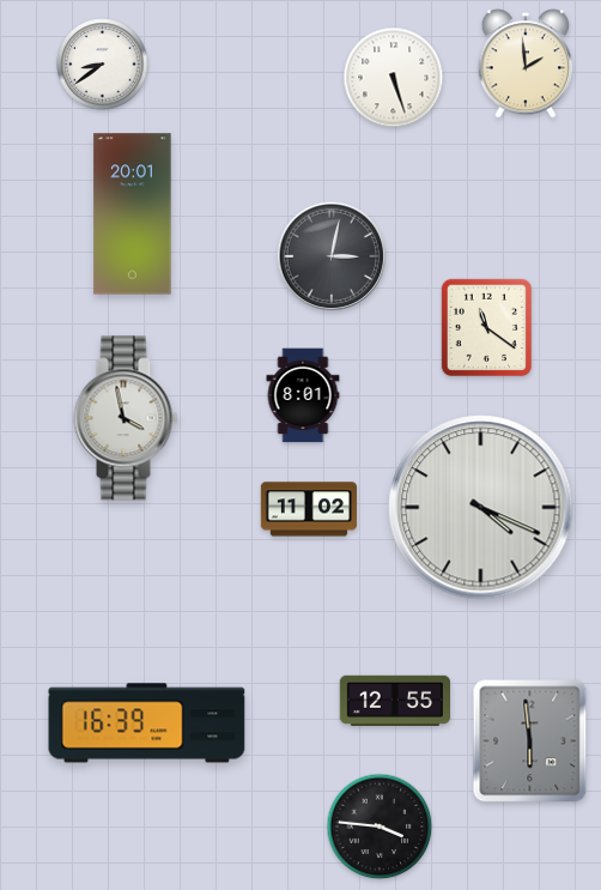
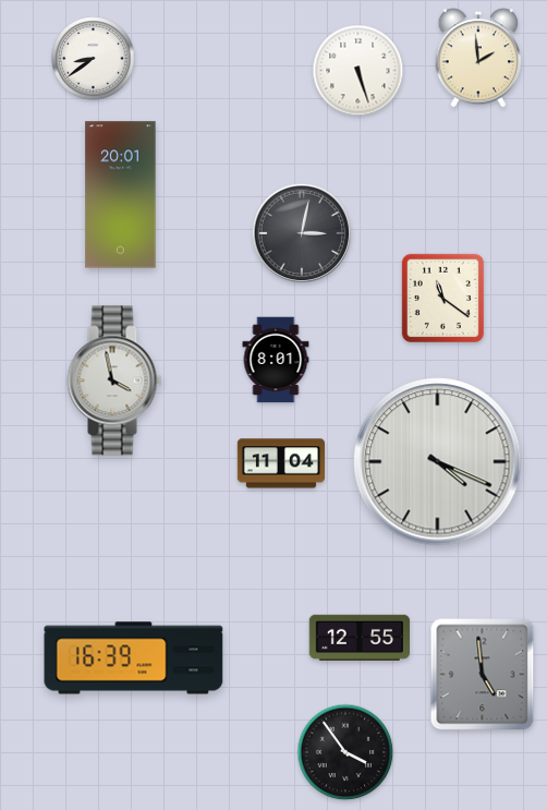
clock at (309, 509): 11:02 -> 11:04
clock at (530, 741): 5:59 -> 4:59
clock at (380, 827): 3:46 -> 3:54
